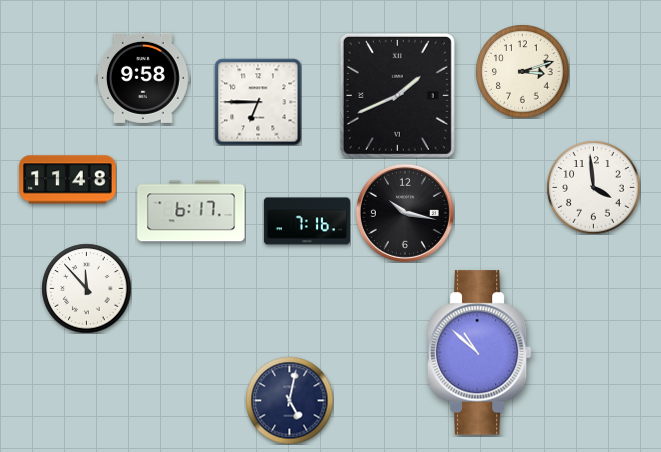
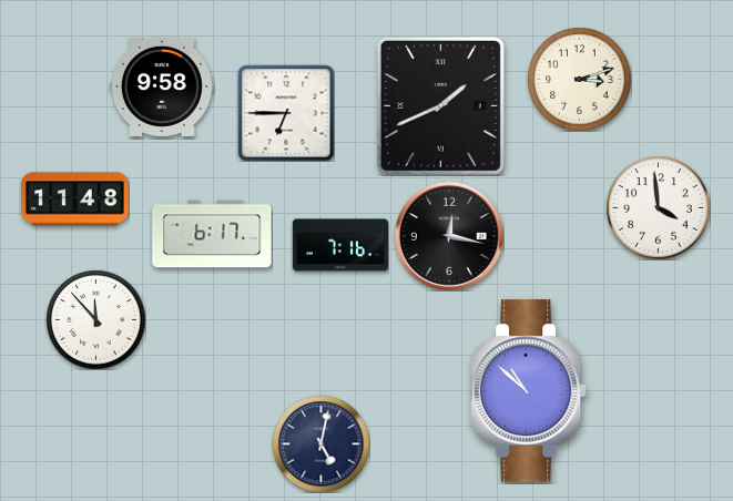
clock at (143, 78) position: (143, 78) -> (162, 86)
clock at (405, 213): 10:17 -> 12:17
clock at (479, 353) position: (479, 353) -> (528, 391)
